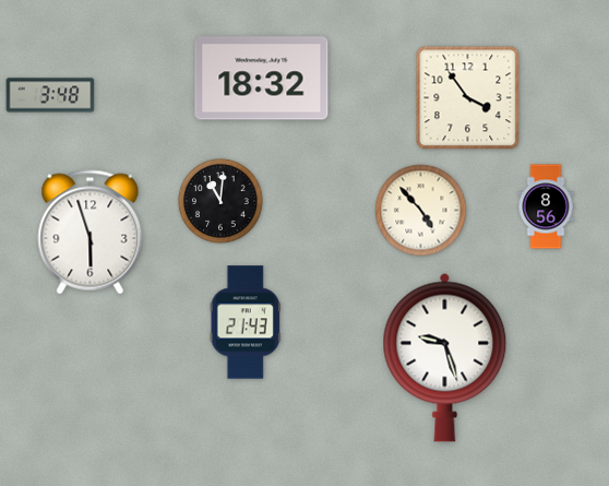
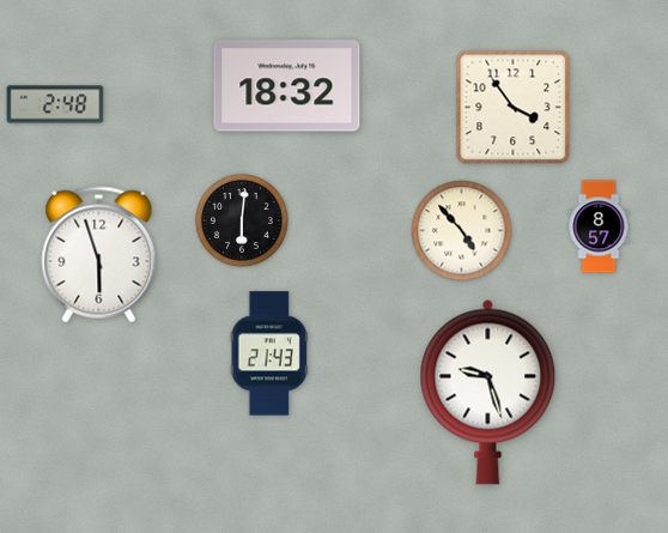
clock at (50, 95): 3:48 -> 2:48
clock at (220, 201): 11:01 -> 6:01
clock at (546, 206): 8:56 -> 8:57
